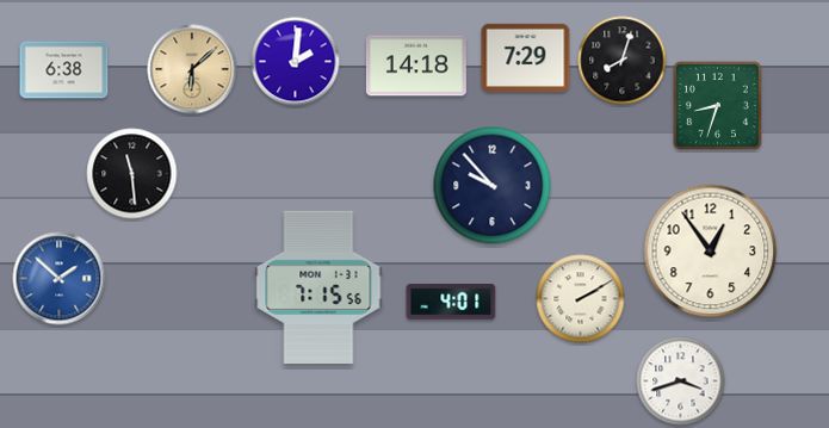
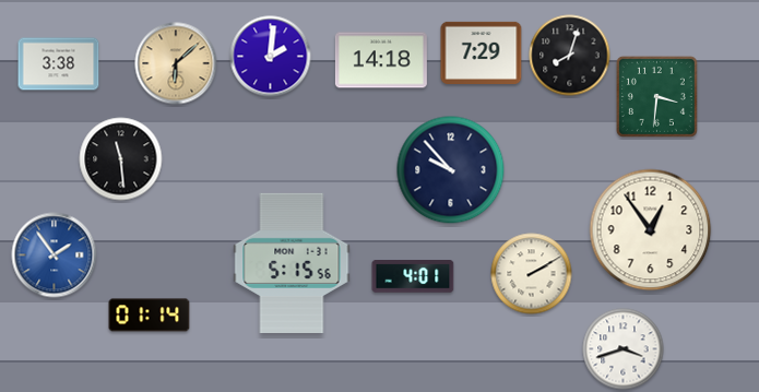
clock at (64, 70): 6:38 -> 3:38
clock at (717, 105): 8:33 -> 3:31
clock at (60, 279): 1:52 -> 1:54
clock at (318, 286): 7:15 -> 5:15
clock at (150, 316): none -> 01:14
